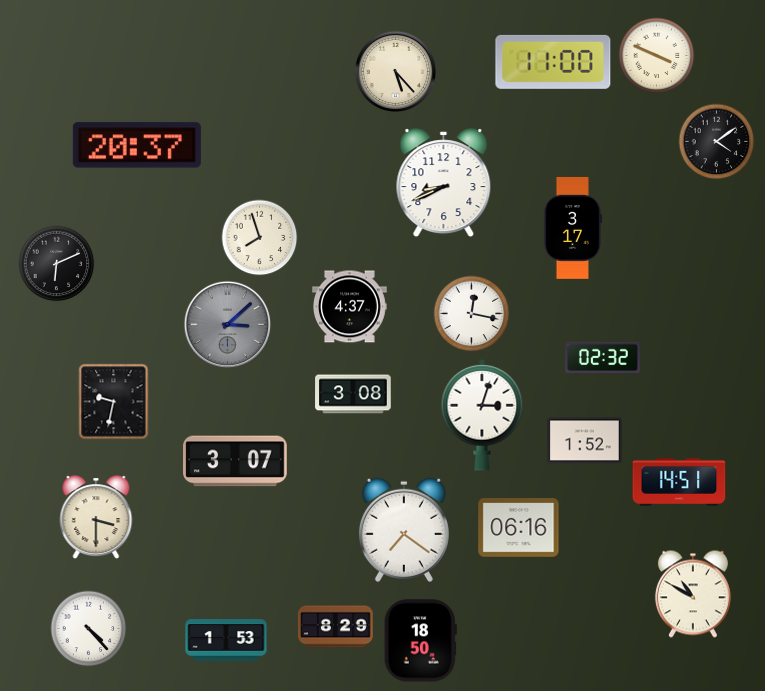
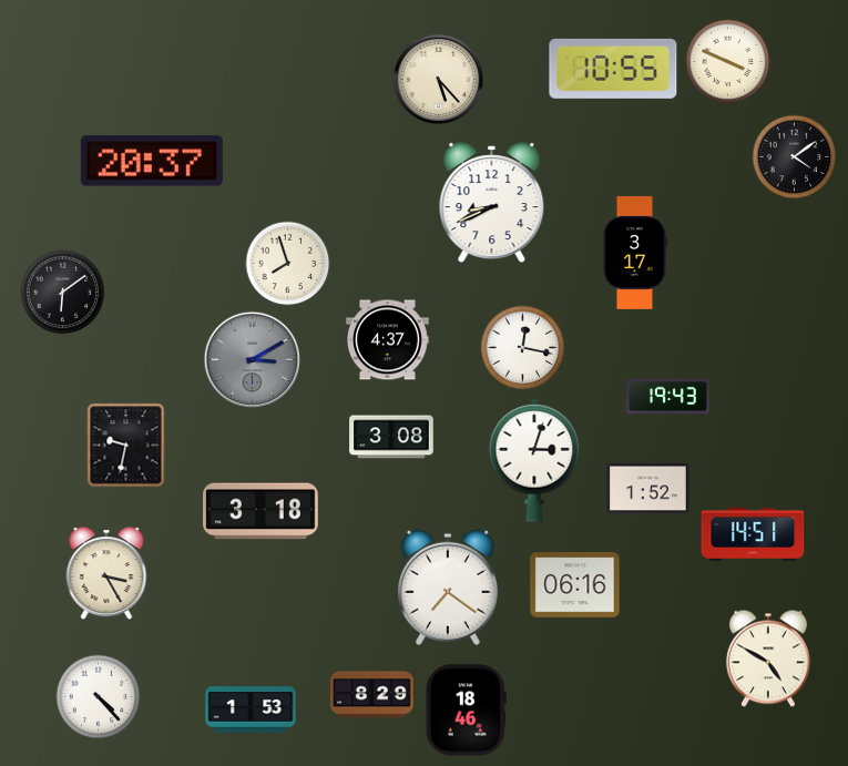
clock at (553, 62): 11:00 -> 10:55
clock at (57, 264): 6:11 -> 6:09
clock at (228, 325): 3:08 -> 3:10
clock at (603, 358): 02:32 -> 19:43
clock at (235, 461): 3:07 -> 3:18
clock at (96, 518): 3:30 -> 3:25
clock at (693, 594): 10:50 -> 4:50
clock at (420, 641): 18:50 -> 18:46
